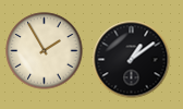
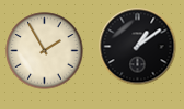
clock at (132, 60) position: (132, 60) -> (138, 47)
